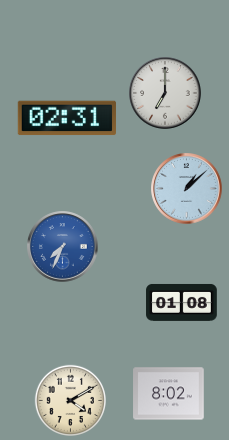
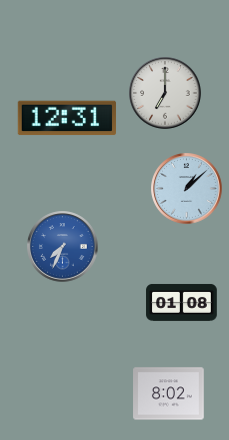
clock at (67, 118): 02:31 -> 12:31
clock at (70, 400): 4:10 -> none
